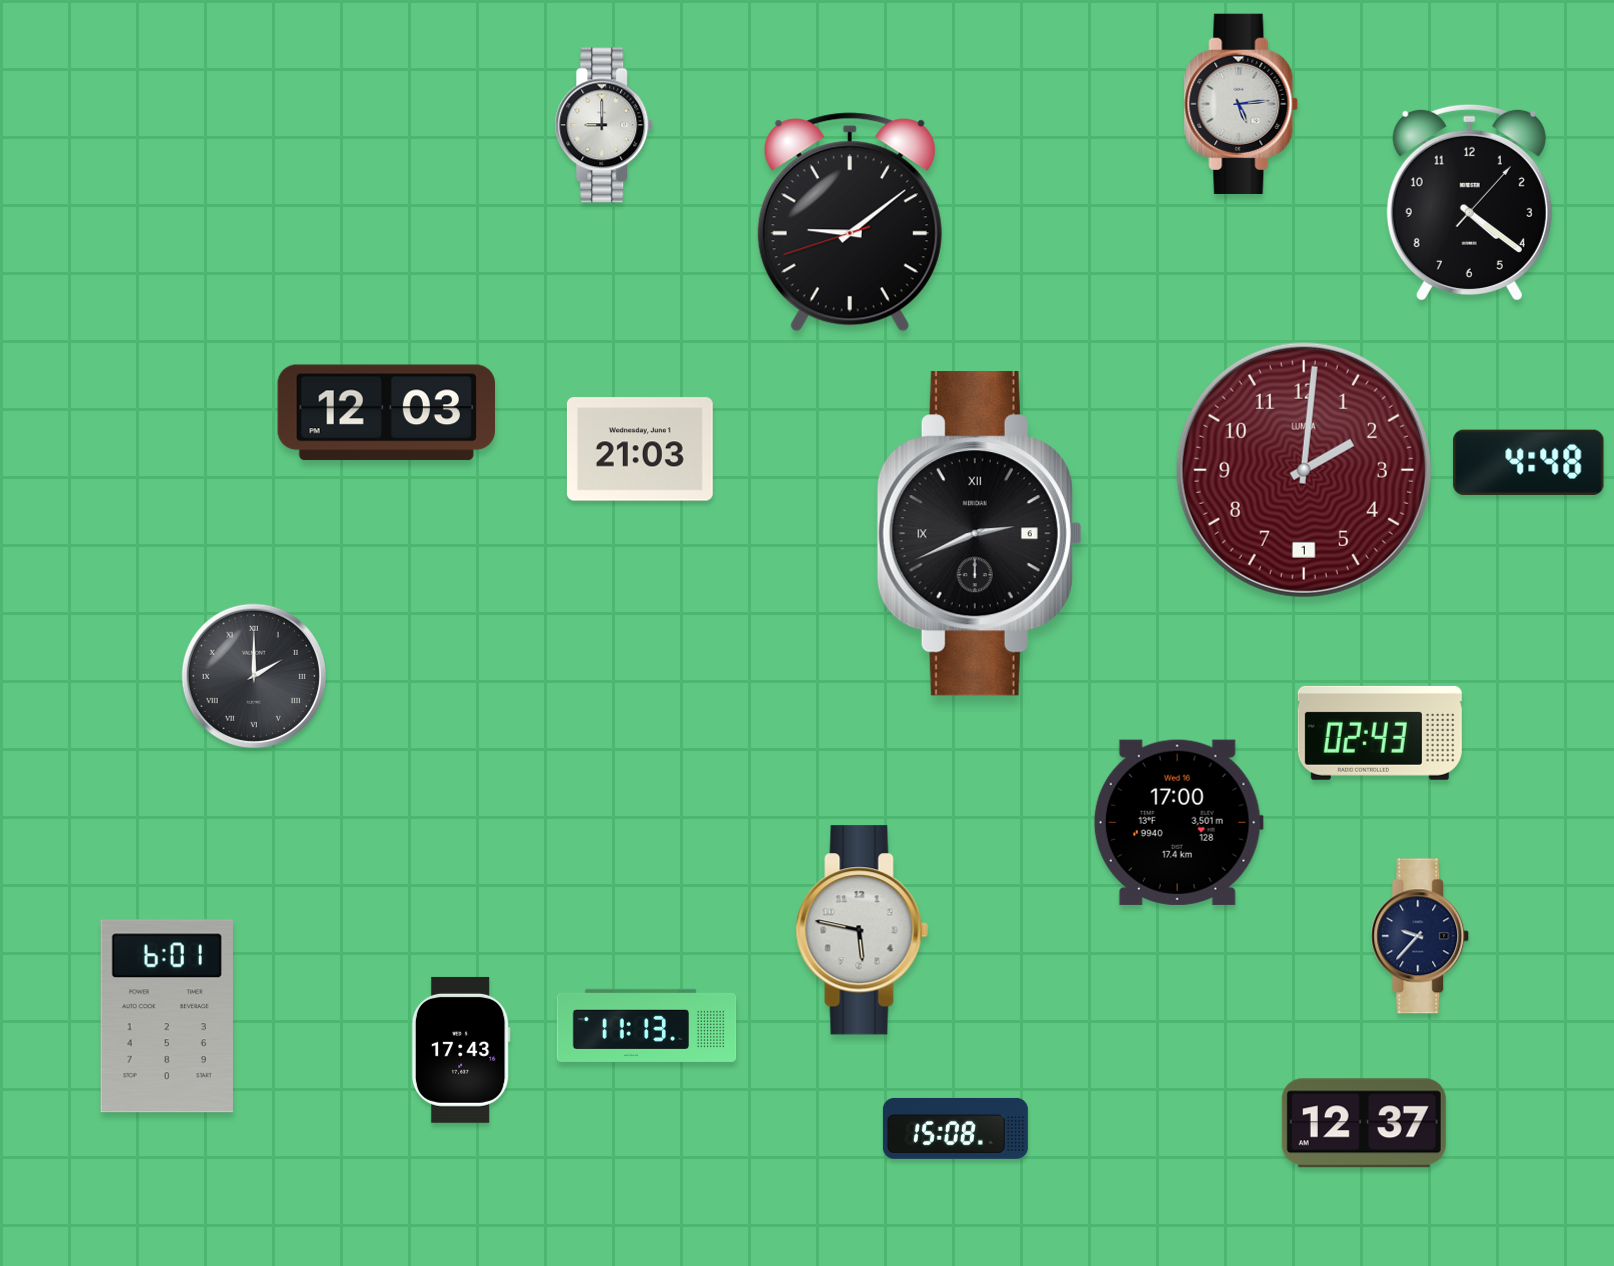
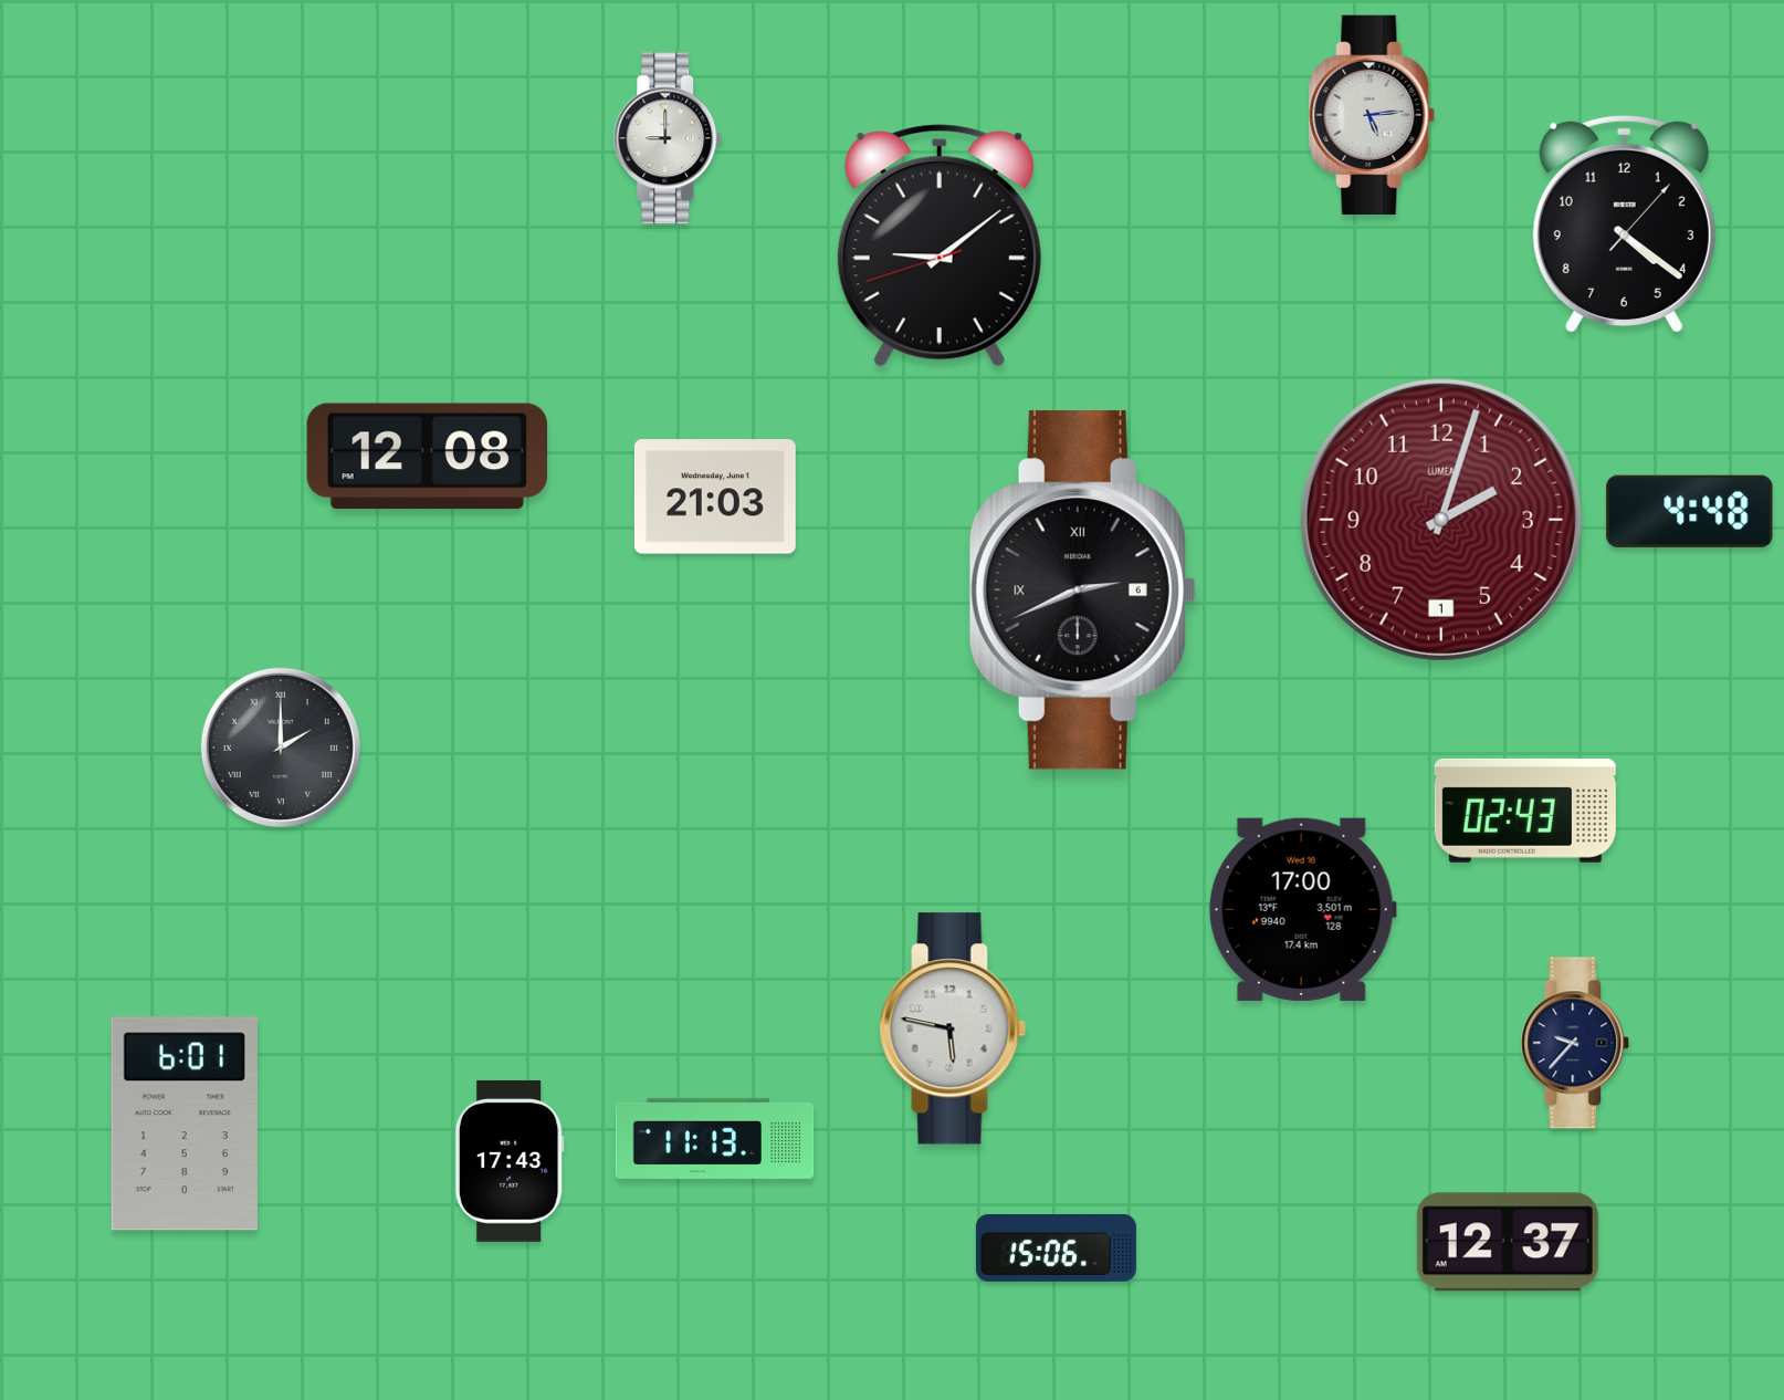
clock at (386, 413): 12:03 -> 12:08
clock at (640, 449) position: (640, 449) -> (715, 497)
clock at (1304, 470): 2:01 -> 2:03
clock at (1420, 936) position: (1420, 936) -> (1575, 1043)
clock at (647, 1025) position: (647, 1025) -> (715, 1138)
clock at (955, 1128): 15:08 -> 15:06
